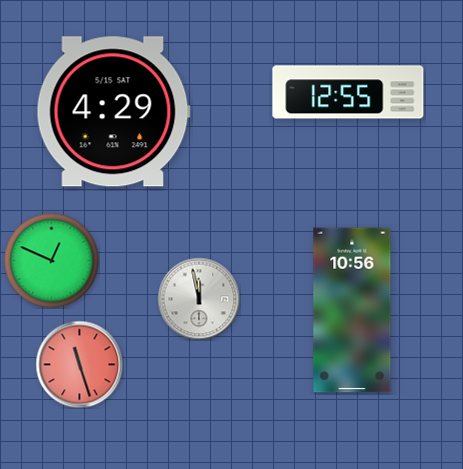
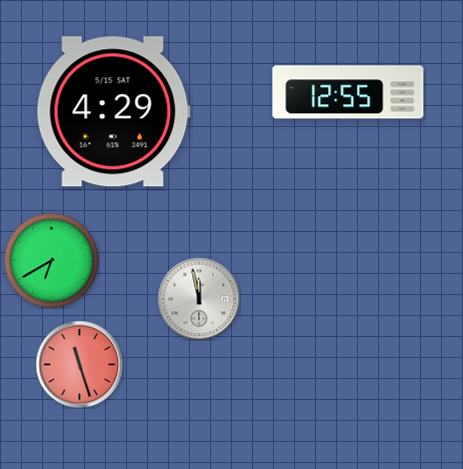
clock at (51, 260): 12:49 -> 6:40
clock at (352, 310): 10:56 -> none
